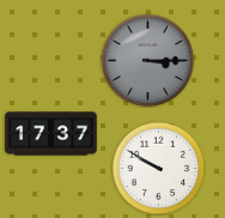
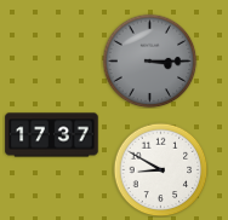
clock at (158, 168): 9:50 -> 8:50
